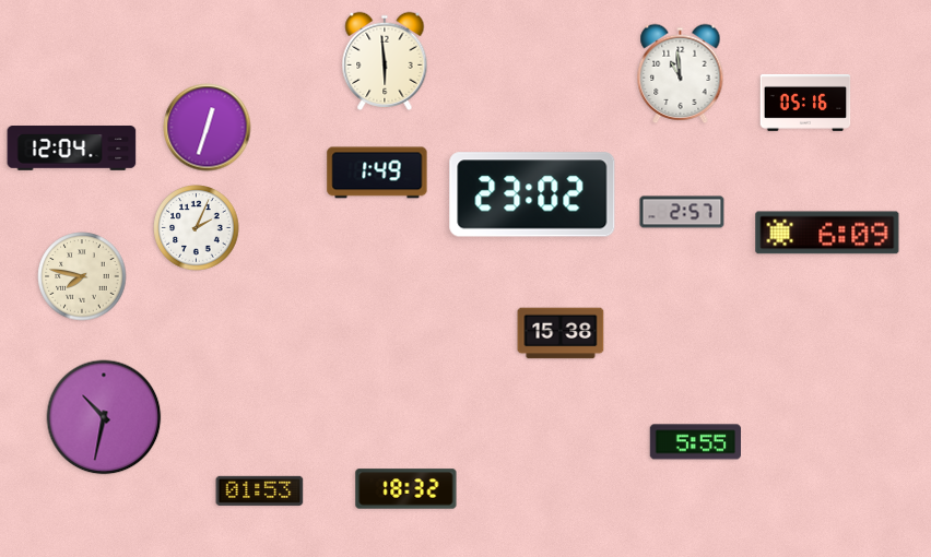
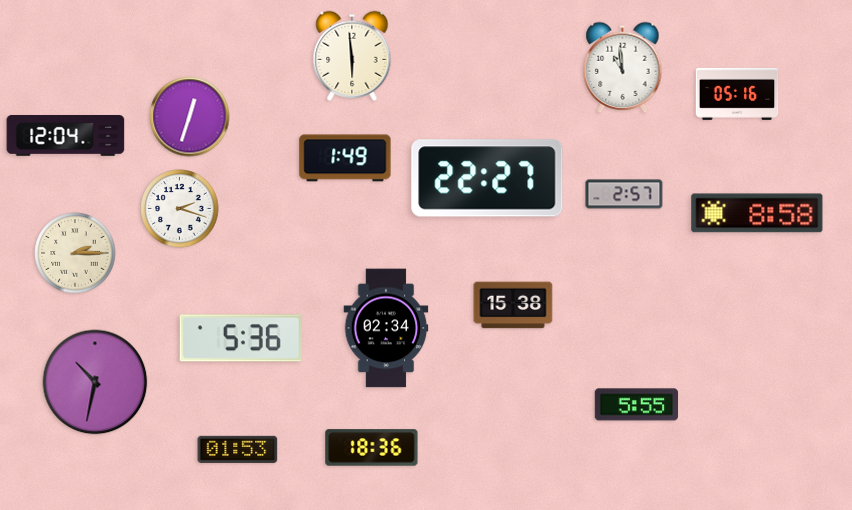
clock at (532, 194): 23:02 -> 22:27
clock at (197, 228): 2:04 -> 2:18
clock at (827, 233): 6:09 -> 8:58
clock at (82, 276): 7:47 -> 2:15
clock at (386, 328): none -> 02:34
clock at (241, 338): none -> 5:36
clock at (406, 489): 18:32 -> 18:36
